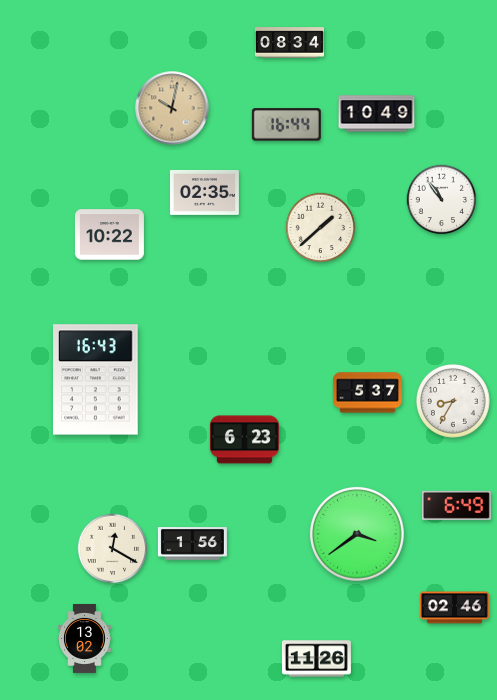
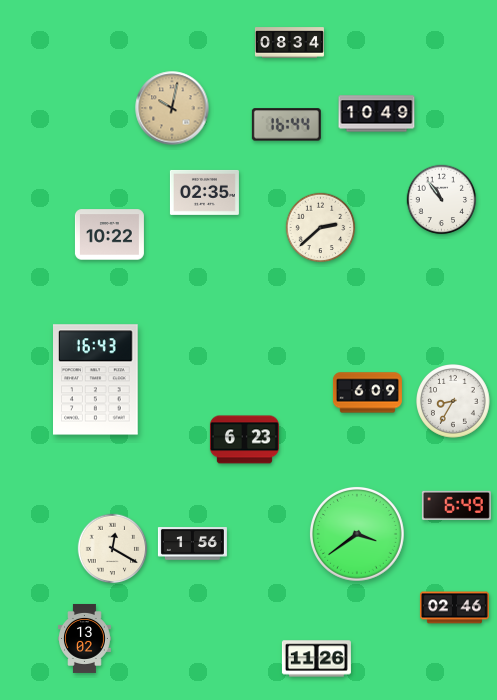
clock at (321, 228): 1:38 -> 2:38
clock at (367, 393): 5:37 -> 6:09
